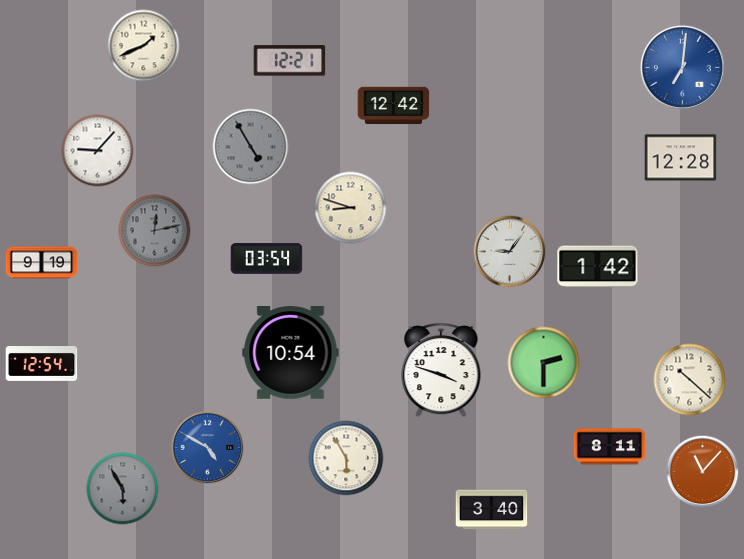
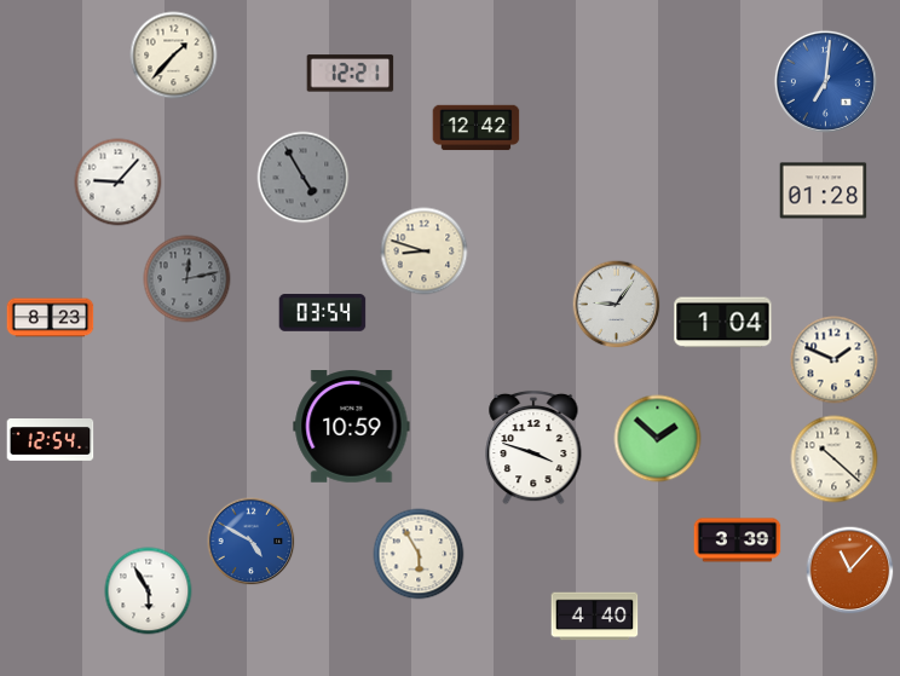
clock at (144, 46): 1:41 -> 1:37
clock at (681, 158): 12:28 -> 01:28
clock at (42, 263): 9:19 -> 8:23
clock at (598, 267): 1:42 -> 1:04
clock at (835, 360): none -> 1:49
clock at (291, 353): 10:54 -> 10:59
clock at (544, 363): 2:30 -> 1:52
clock at (610, 447): 8:11 -> 3:39
clock at (123, 489) dial: grey -> white
clock at (492, 510): 3:40 -> 4:40
